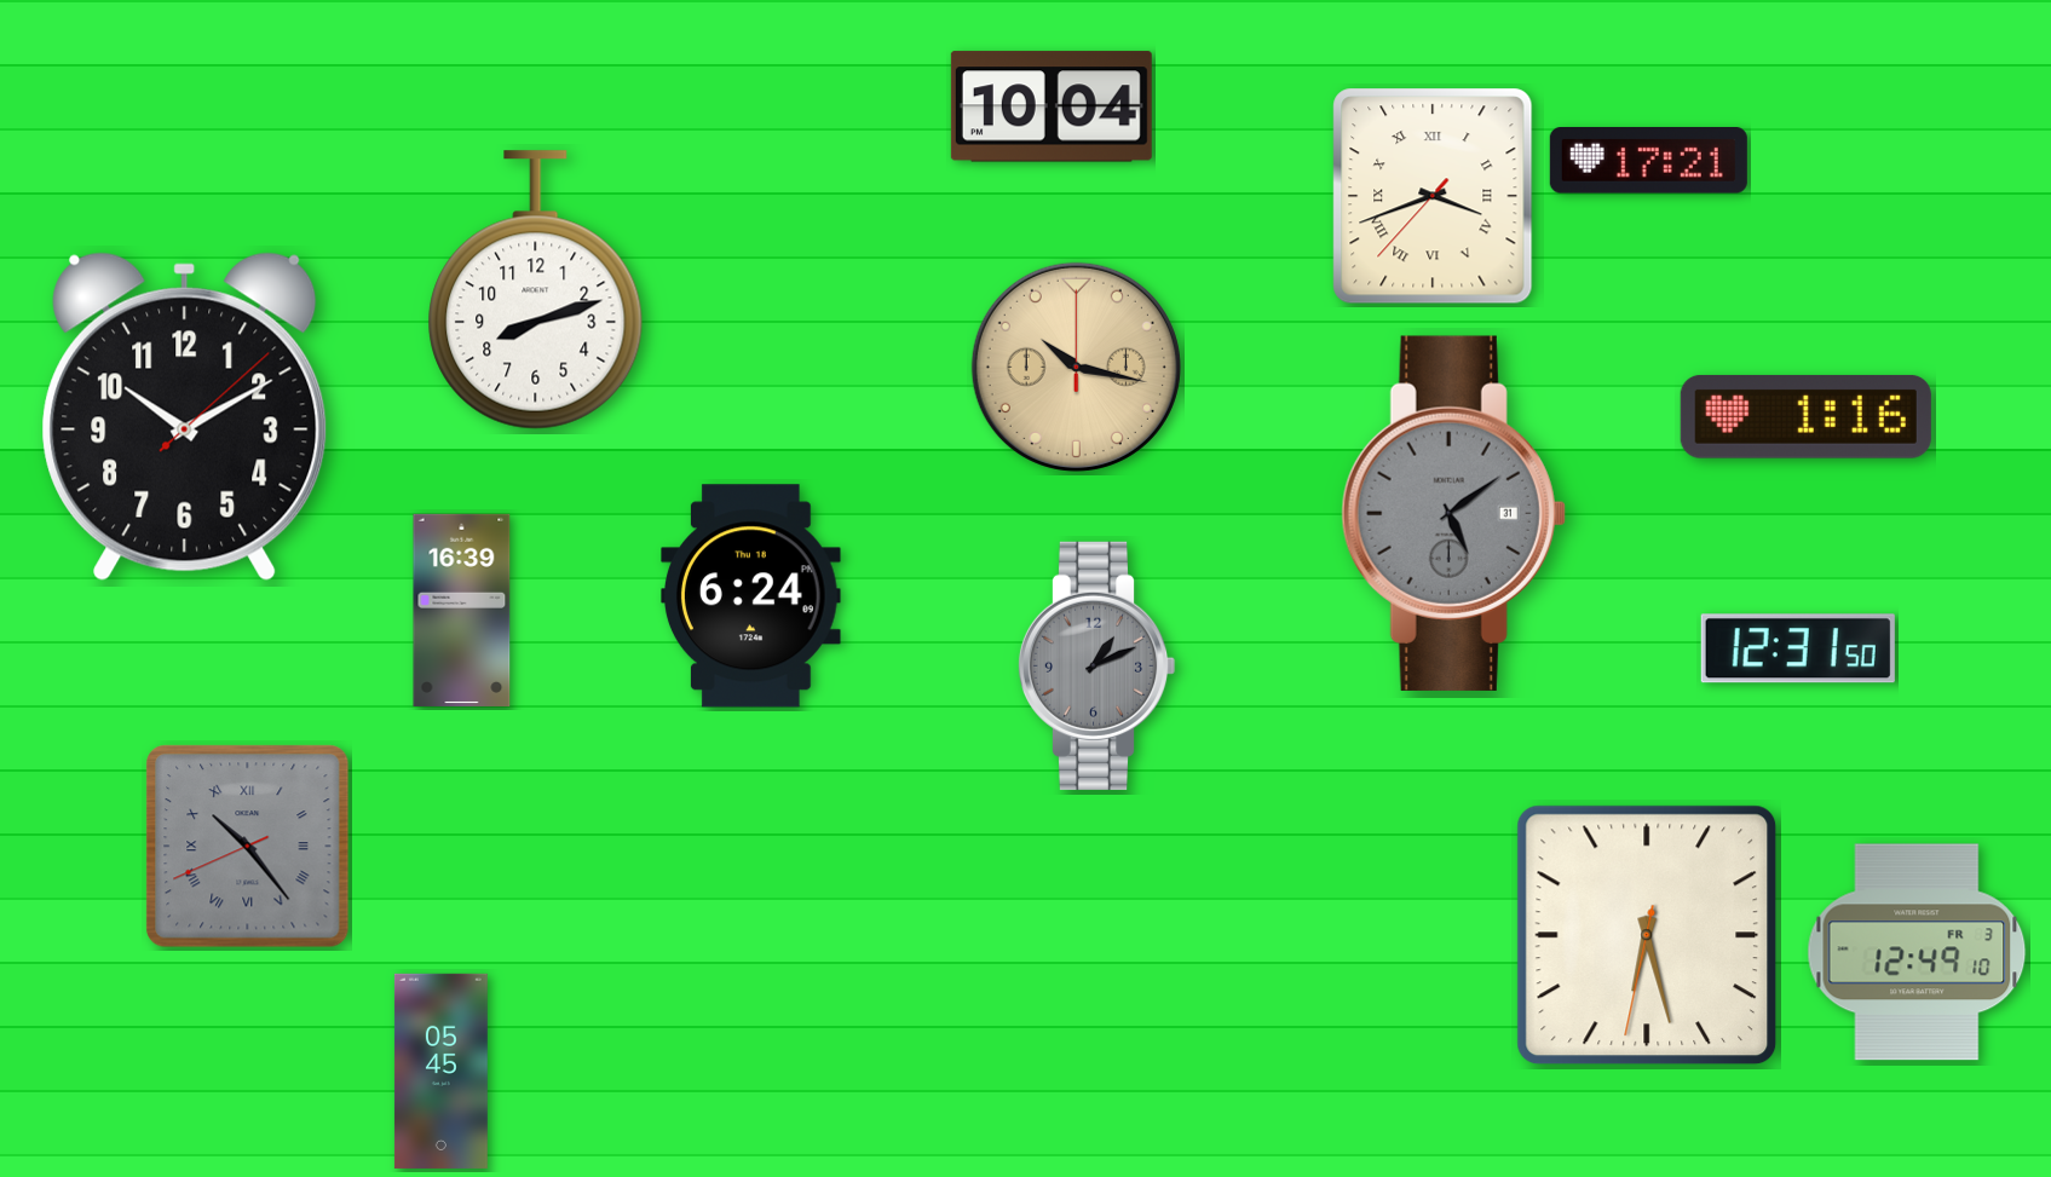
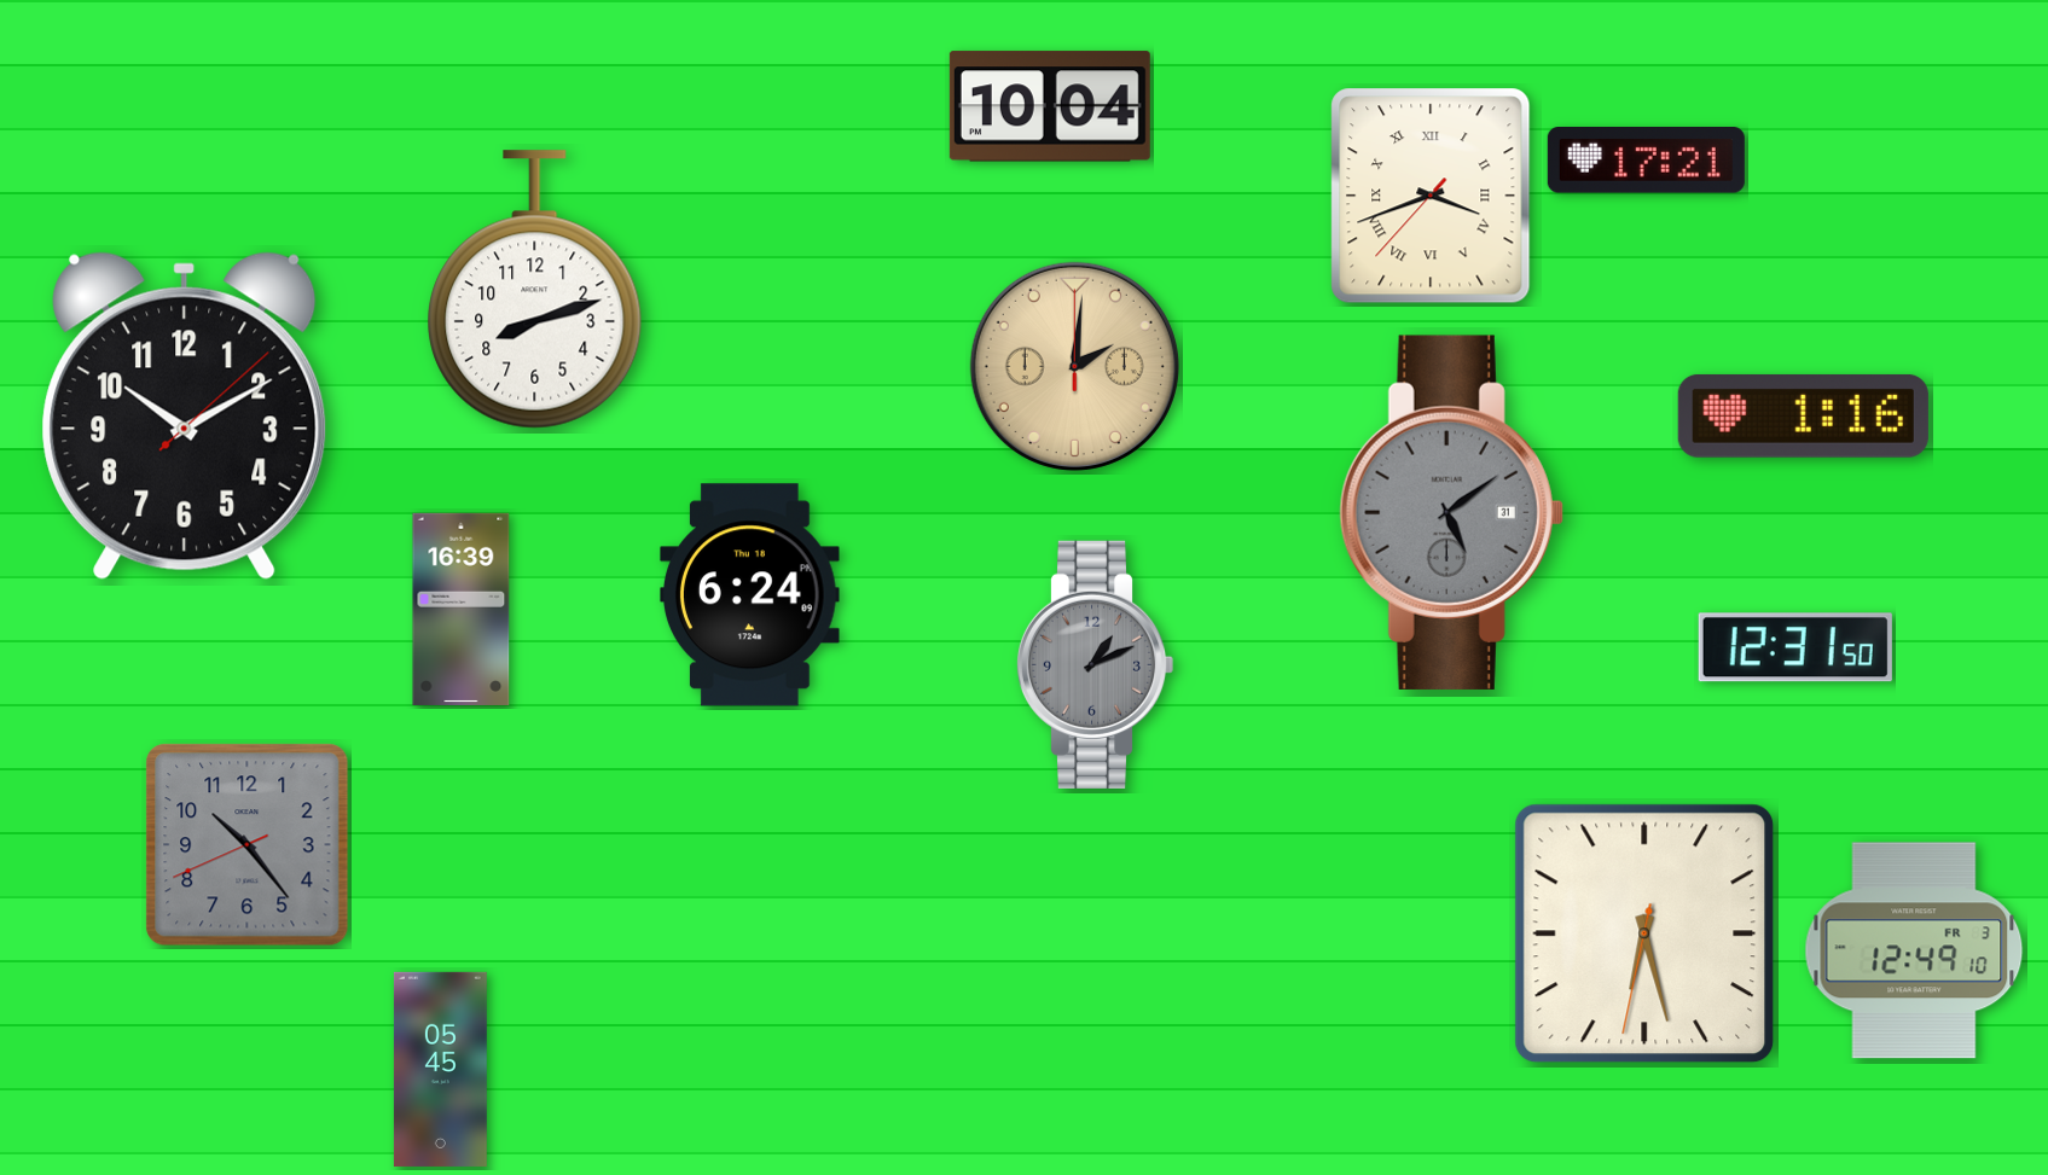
clock at (1076, 367): 10:17 -> 2:01
clock at (248, 847) numerals: Roman -> Arabic
